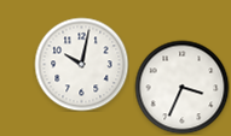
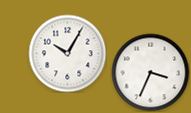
clock at (81, 64): 10:02 -> 10:05
